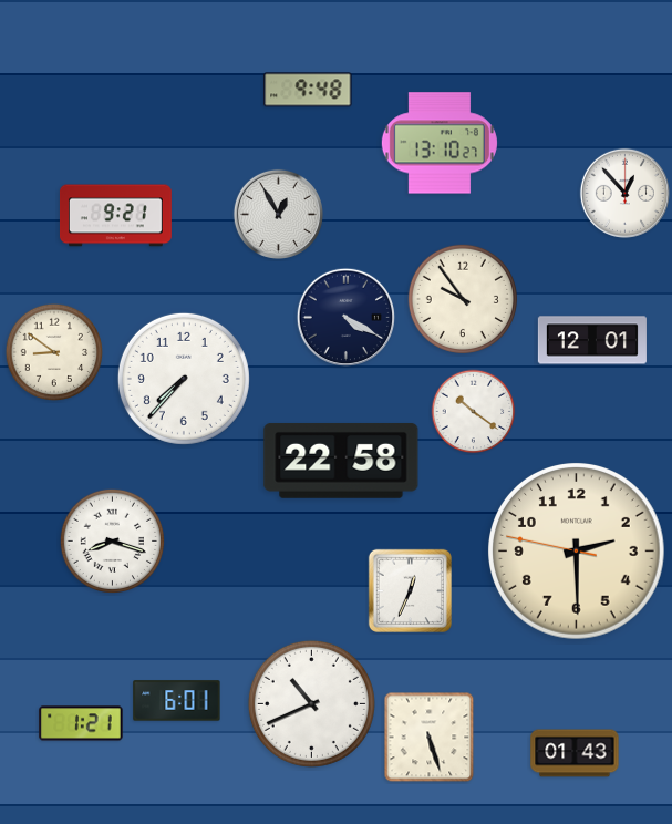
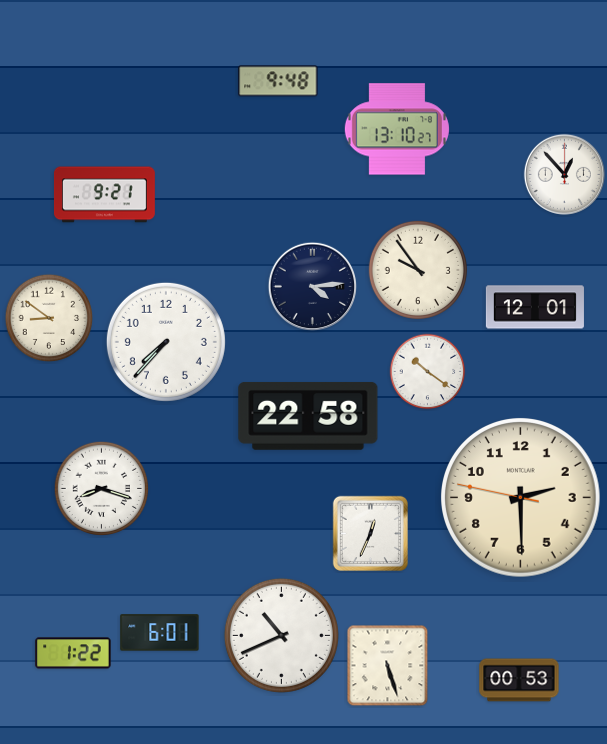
clock at (278, 214): 12:55 -> none
clock at (345, 317): 4:20 -> 4:14
clock at (81, 723): 1:21 -> 1:22
clock at (575, 753): 01:43 -> 00:53
